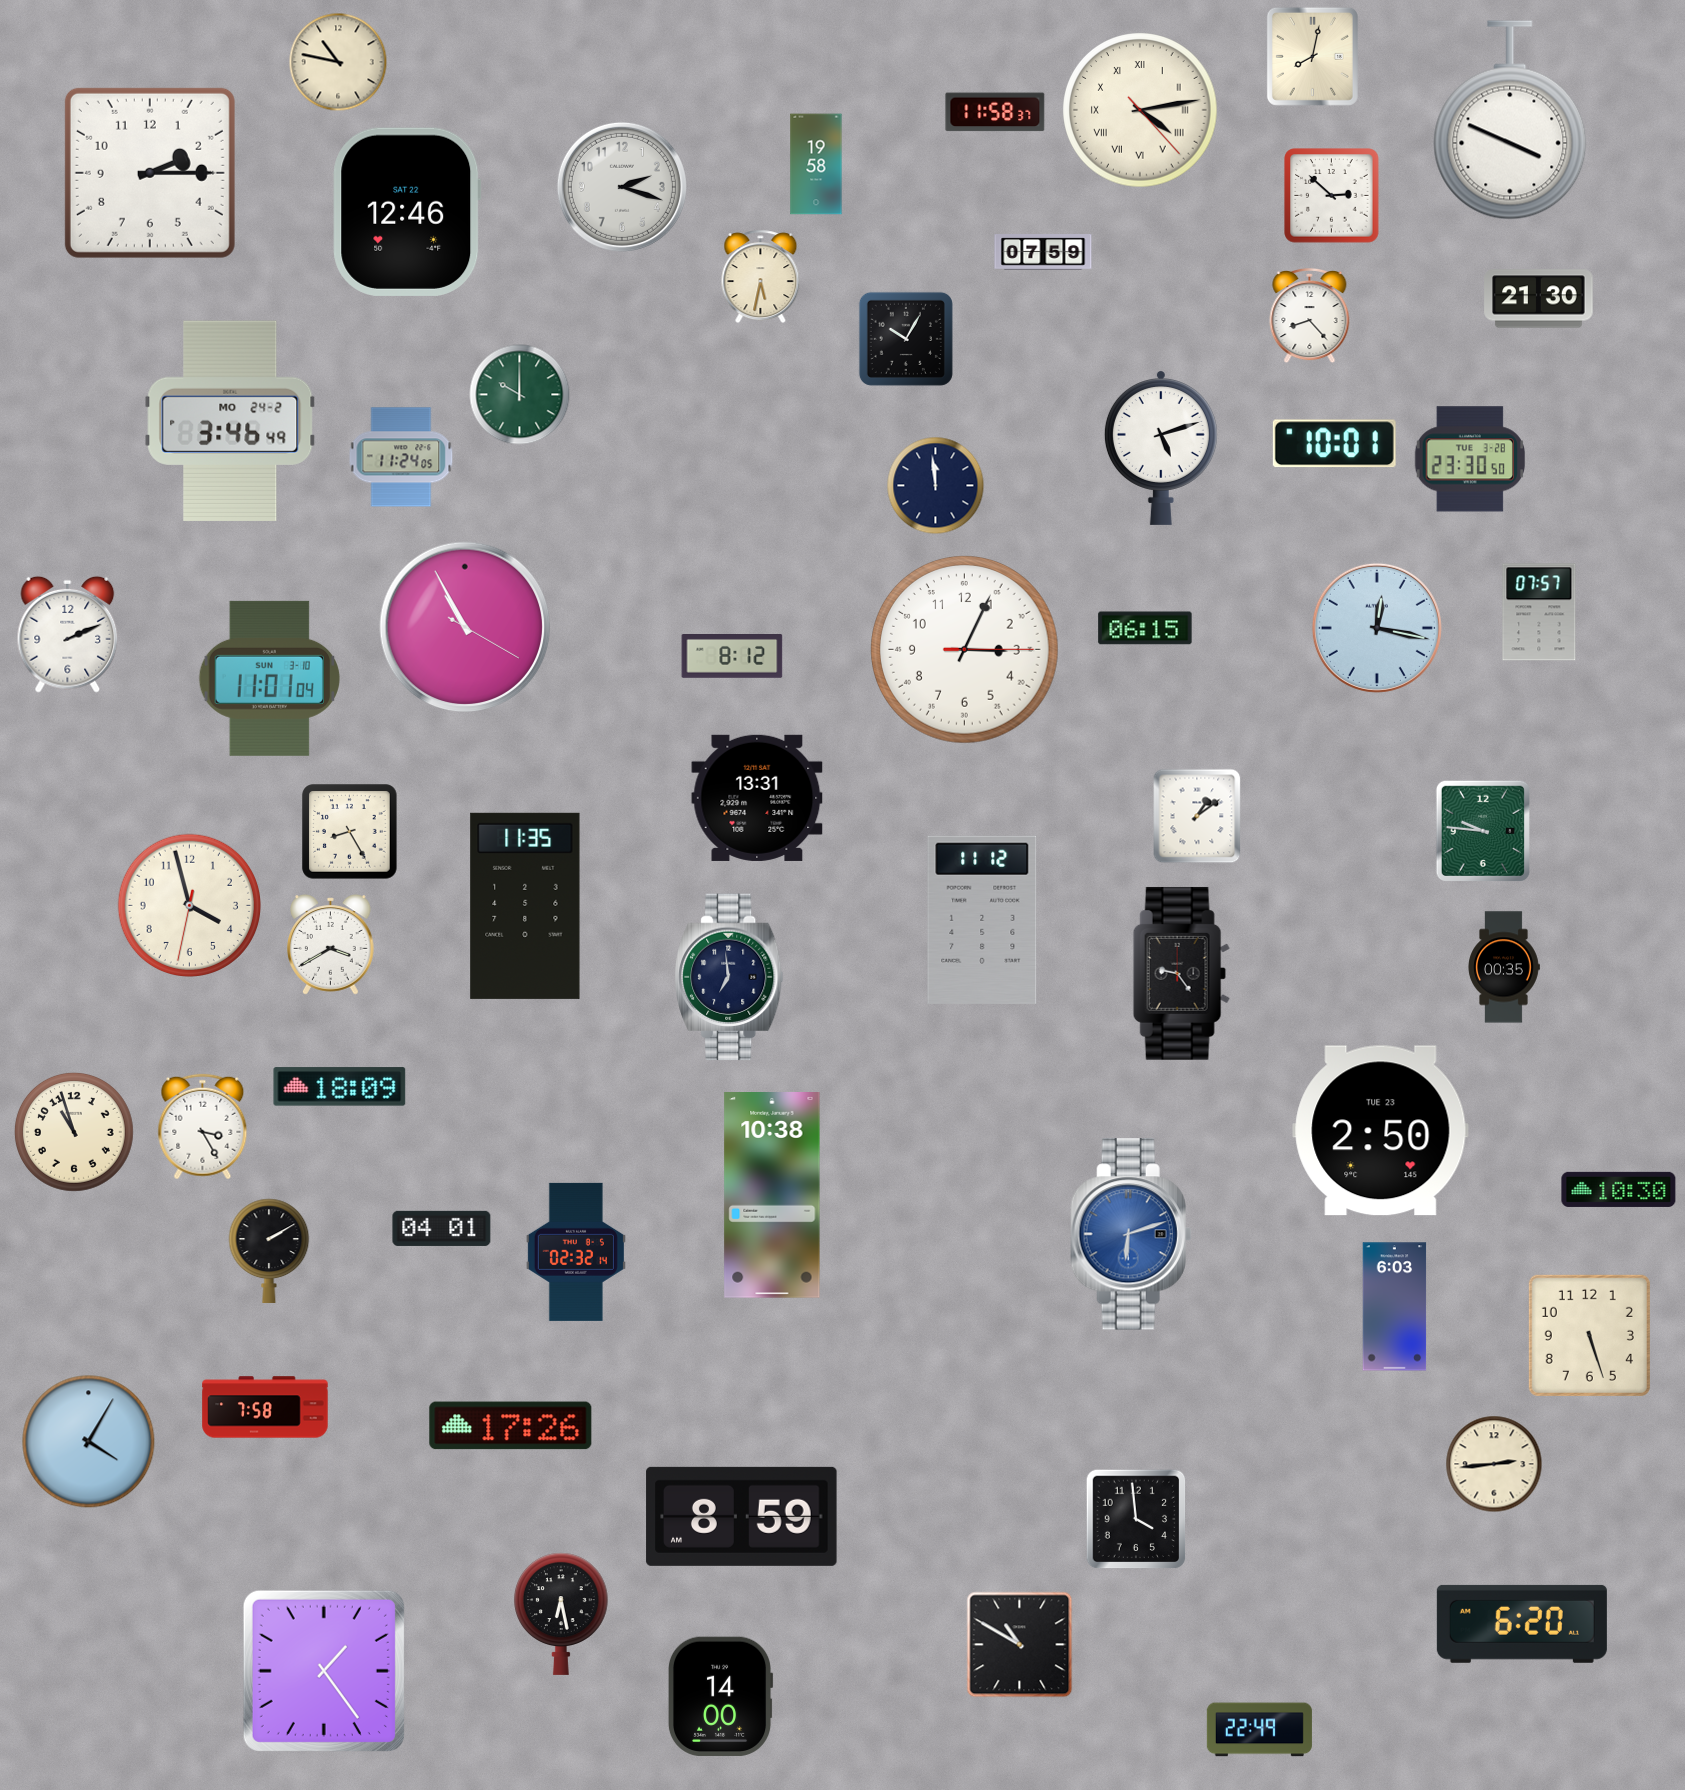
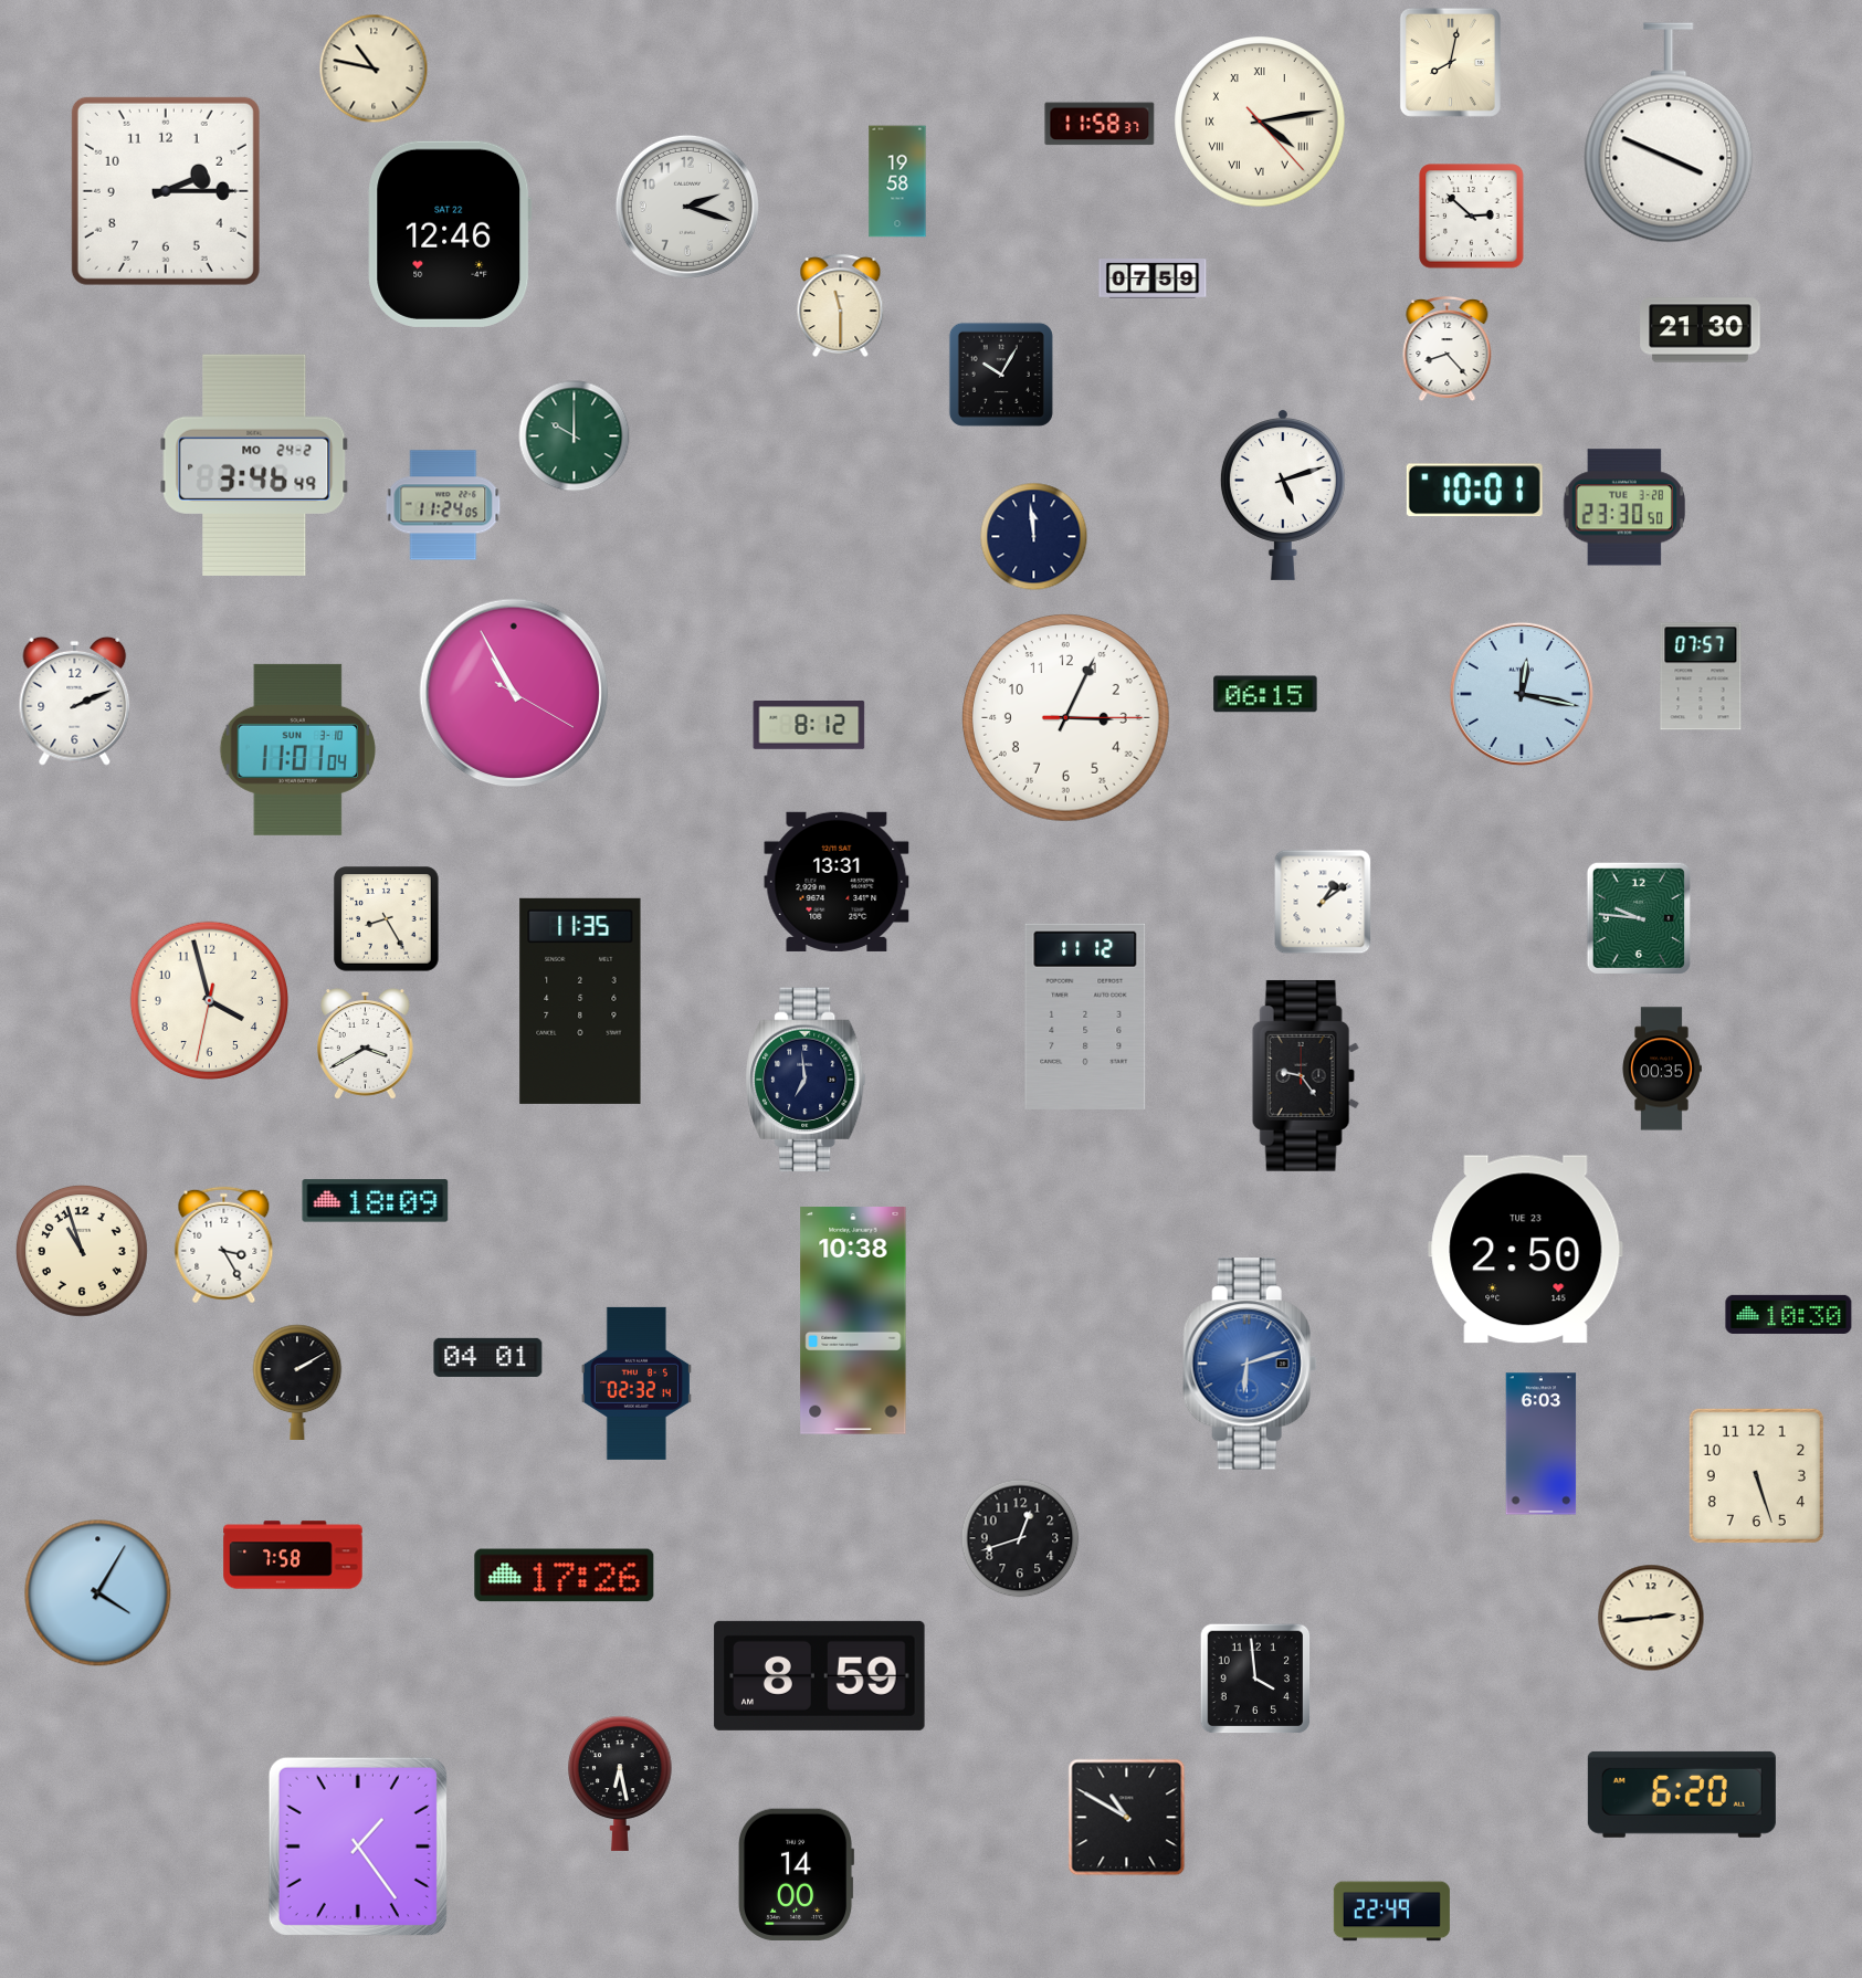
clock at (816, 164) position: (816, 164) -> (897, 181)
clock at (761, 277): 5:32 -> 11:30
clock at (1020, 1538): none -> 12:42
